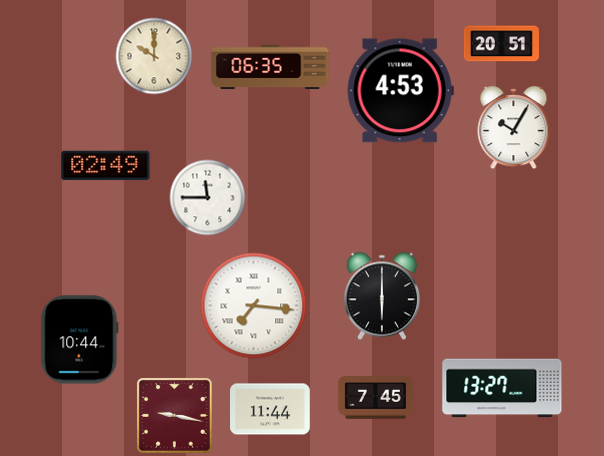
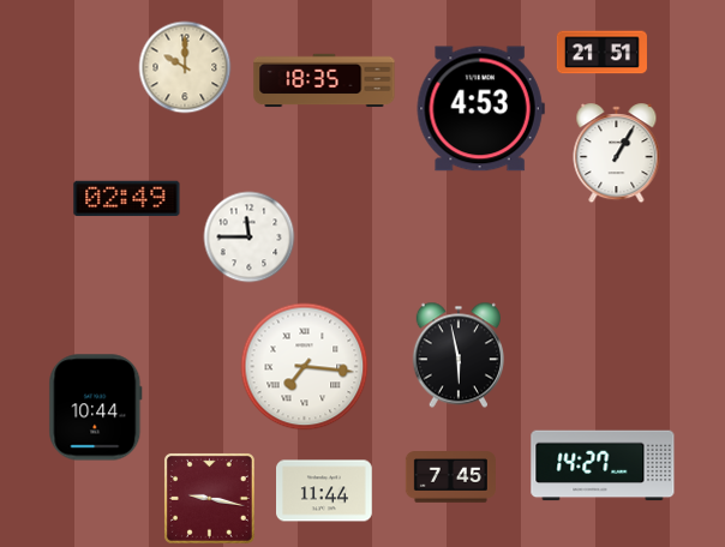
clock at (501, 44): 20:51 -> 21:51
clock at (270, 67): 06:35 -> 18:35
clock at (514, 128): 10:05 -> 1:05
clock at (381, 296): 6:00 -> 5:58
clock at (502, 388): 13:27 -> 14:27
